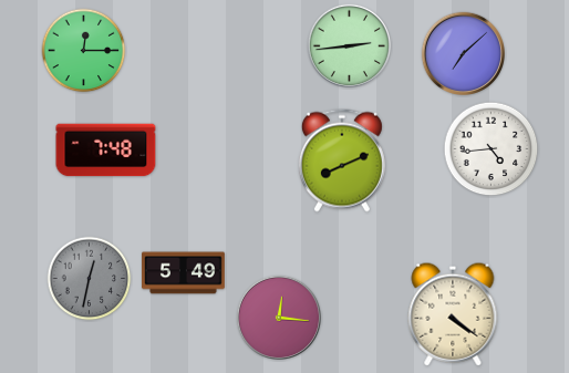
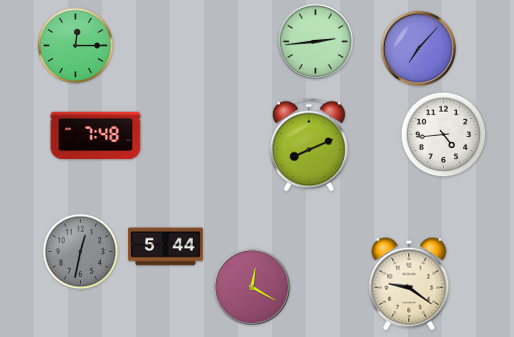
clock at (463, 53): 7:08 -> 7:07
clock at (184, 273): 5:49 -> 5:44
clock at (453, 314): 4:21 -> 9:21
clock at (278, 317): 12:16 -> 12:20
